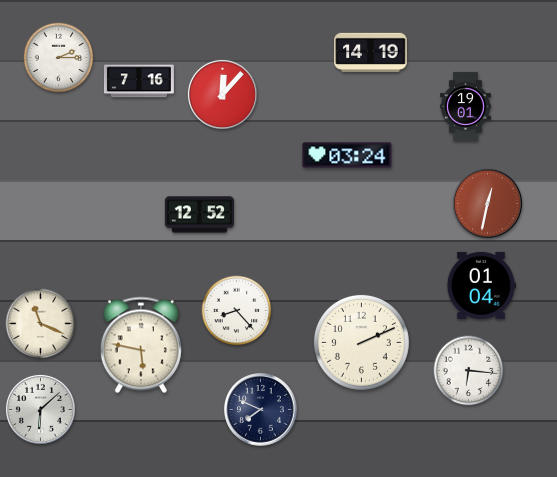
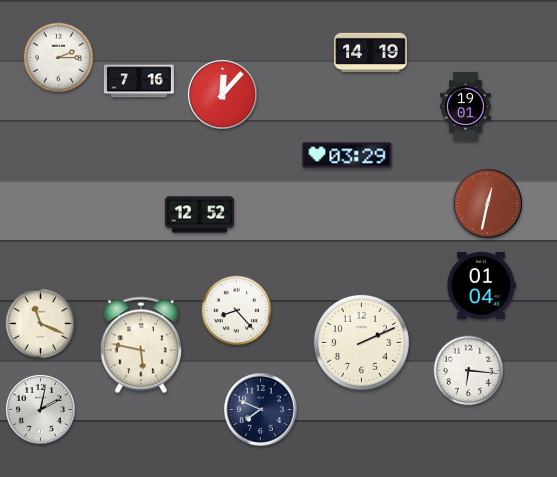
clock at (347, 155): 03:24 -> 03:29
clock at (40, 409): 6:08 -> 2:02
